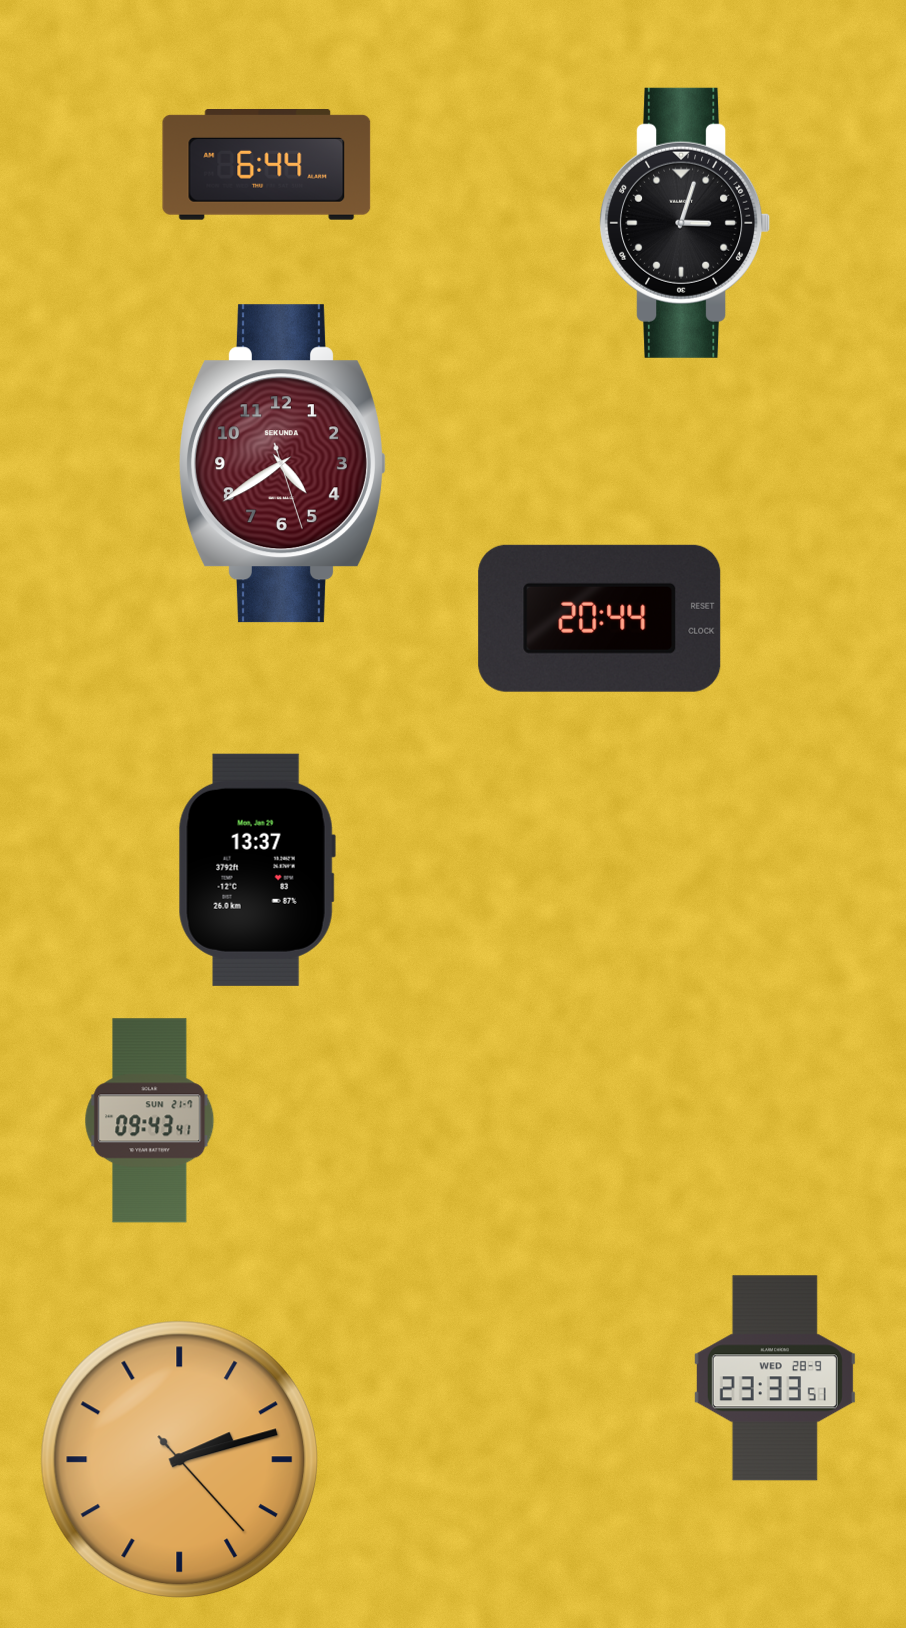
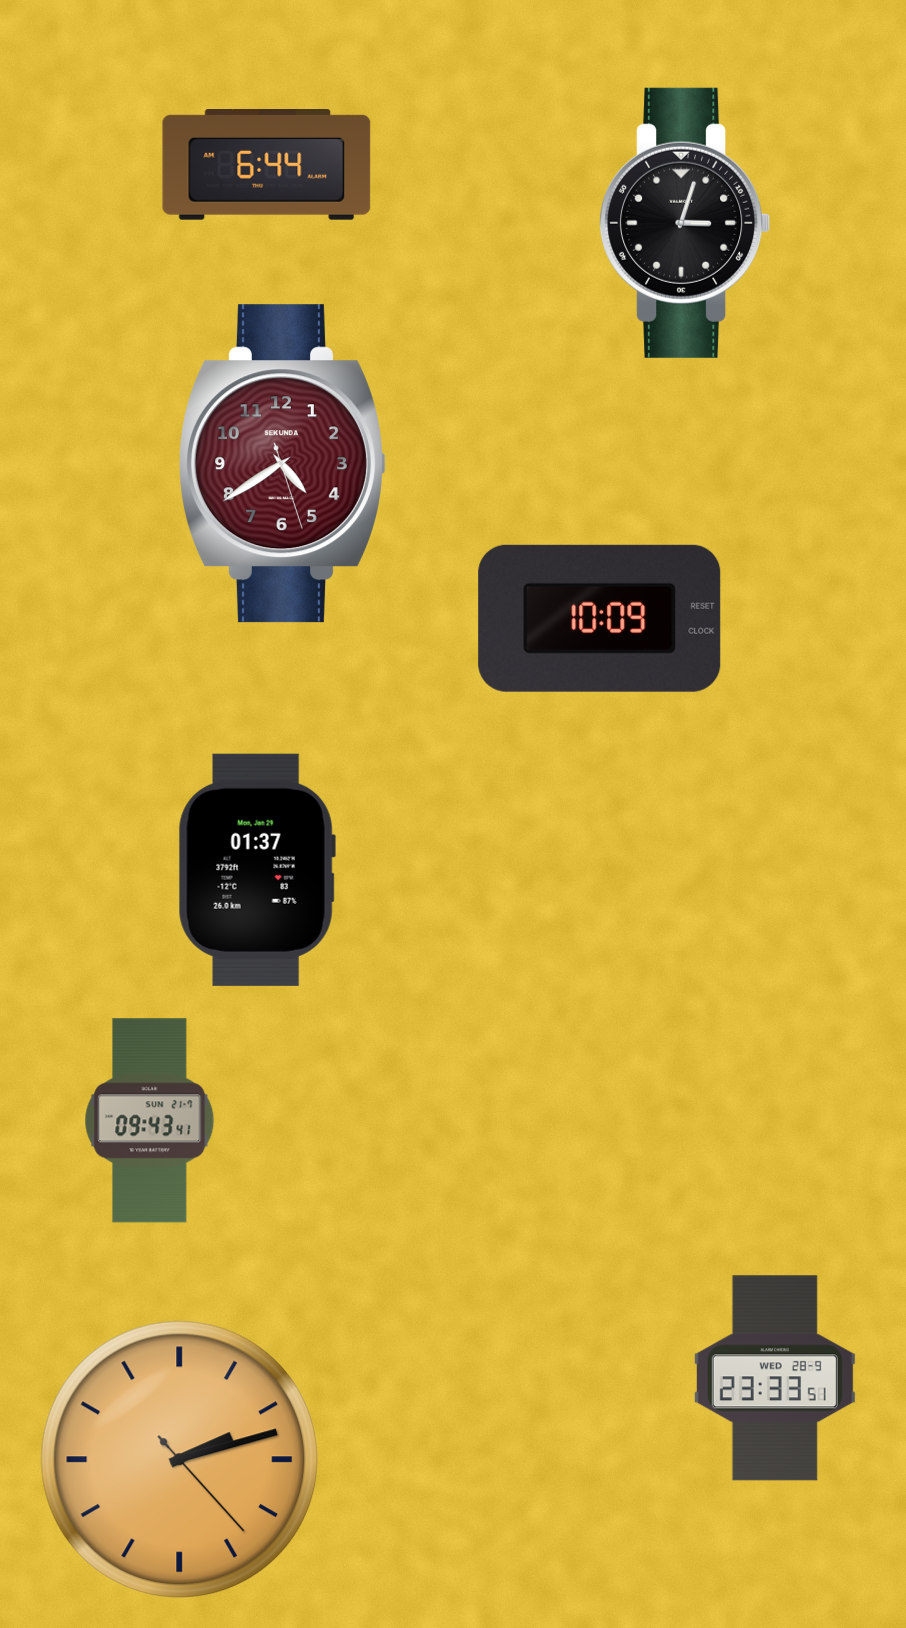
clock at (600, 618): 20:44 -> 10:09
clock at (257, 870): 13:37 -> 01:37
